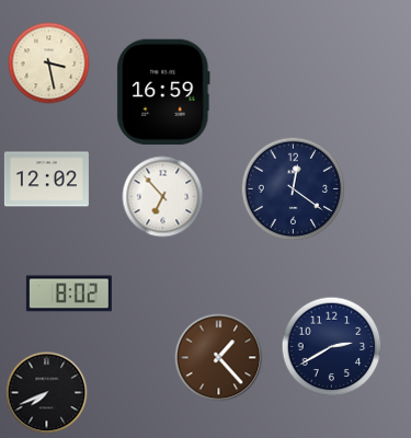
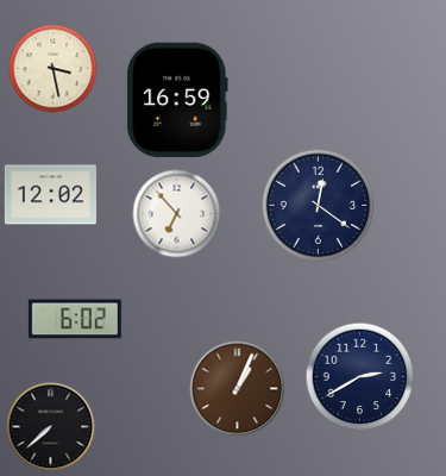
clock at (69, 293): 8:02 -> 6:02
clock at (219, 358): 1:23 -> 1:04
clock at (47, 393): 7:41 -> 7:38
